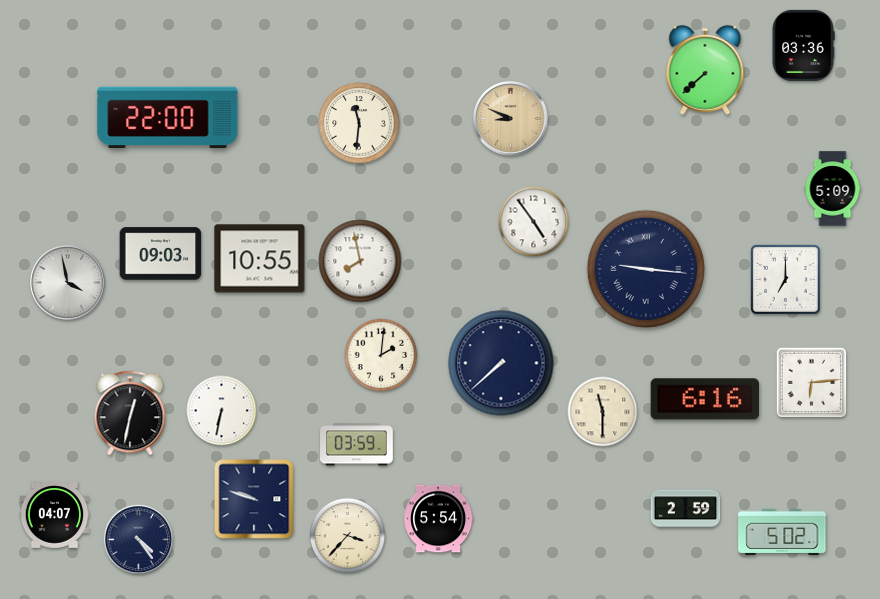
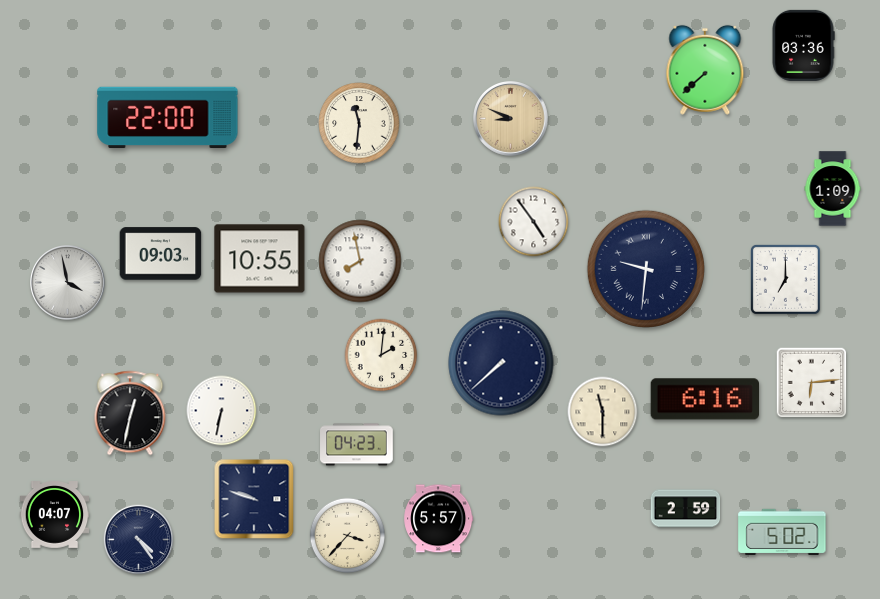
clock at (833, 189): 5:09 -> 1:09
clock at (645, 268): 9:16 -> 9:31
clock at (357, 445): 03:59 -> 04:23
clock at (439, 519): 5:54 -> 5:57
